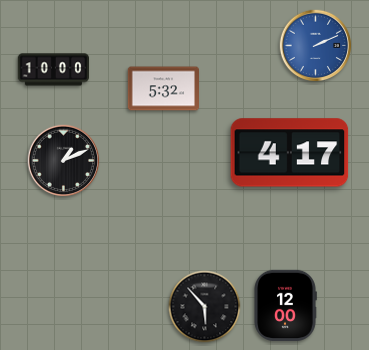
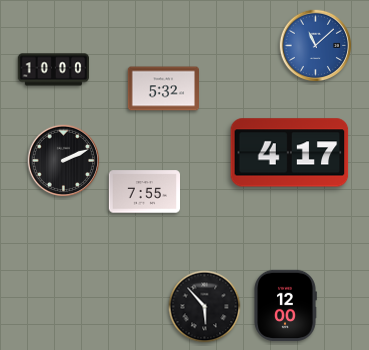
clock at (316, 46): 2:11 -> 11:08
clock at (64, 161): 1:11 -> 2:11
clock at (144, 192): none -> 7:55
